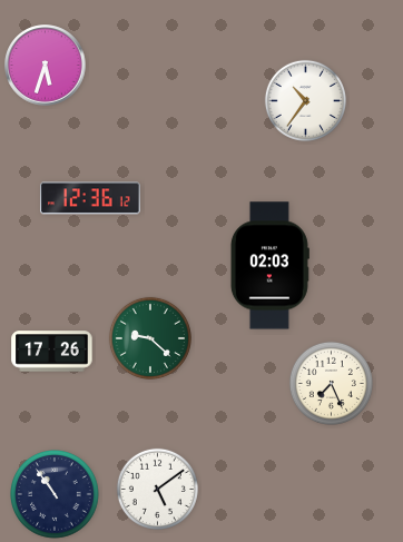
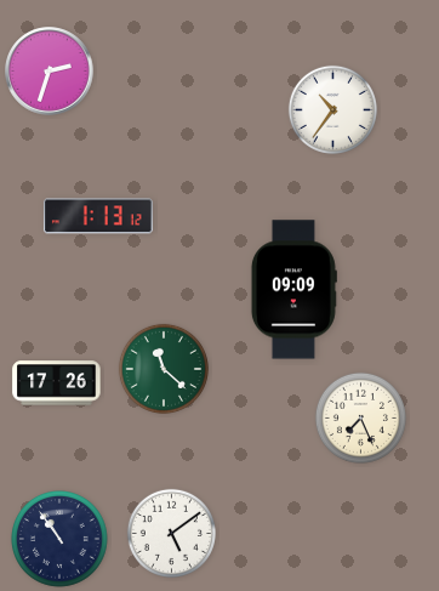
clock at (46, 66): 5:33 -> 2:33
clock at (90, 198): 12:36 -> 1:13
clock at (269, 266): 02:03 -> 09:09
clock at (150, 338): 9:22 -> 11:22
